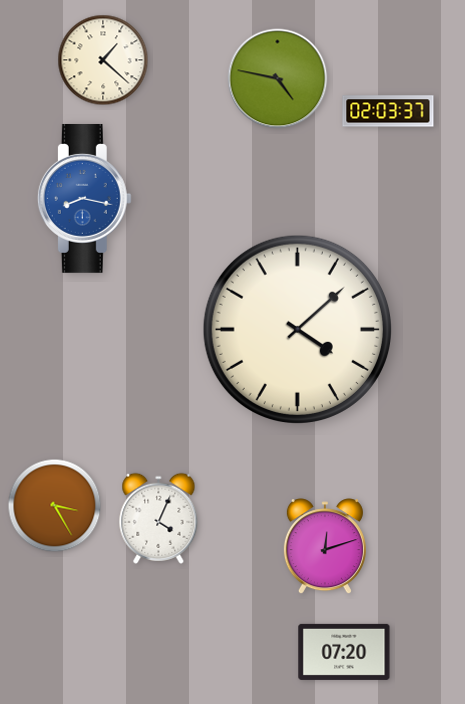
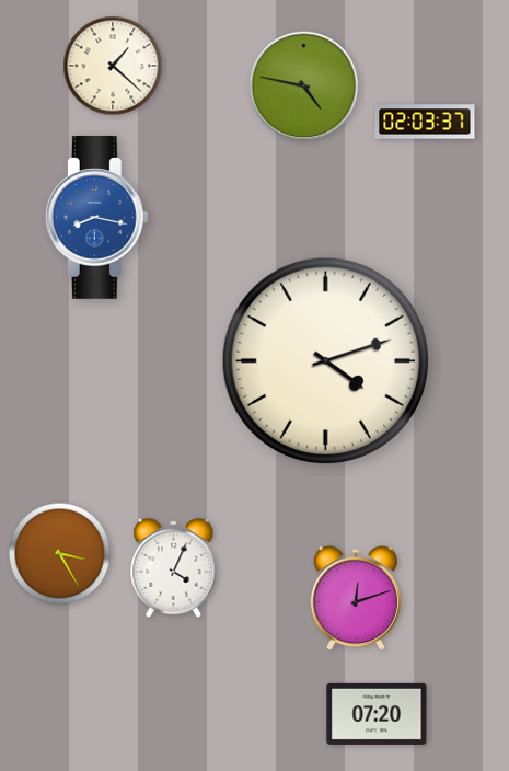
clock at (84, 198) position: (84, 198) -> (96, 217)
clock at (297, 329): 4:08 -> 4:12
